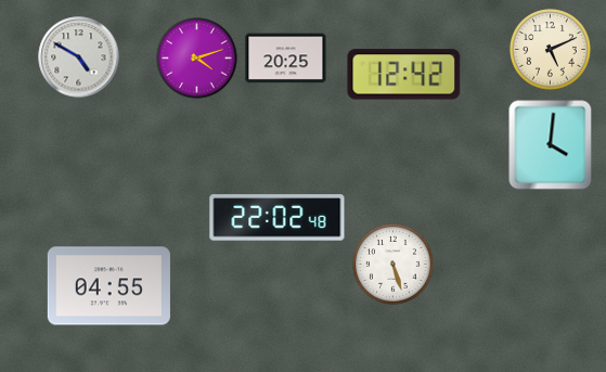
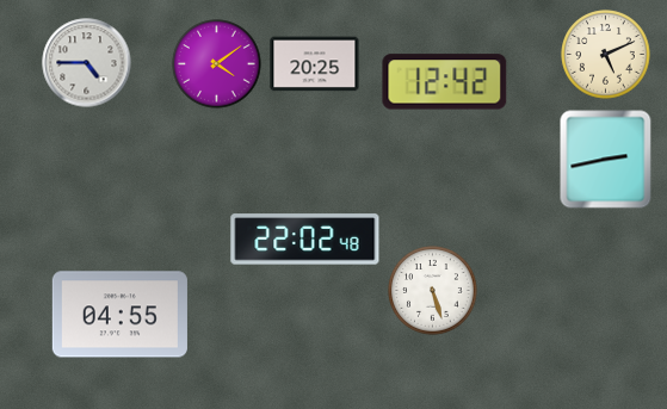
clock at (79, 57): 4:50 -> 4:45
clock at (197, 59): 4:12 -> 4:09
clock at (551, 145): 4:01 -> 2:43
